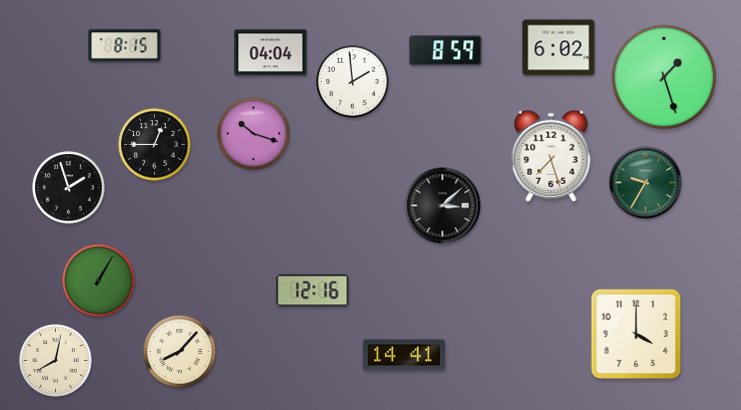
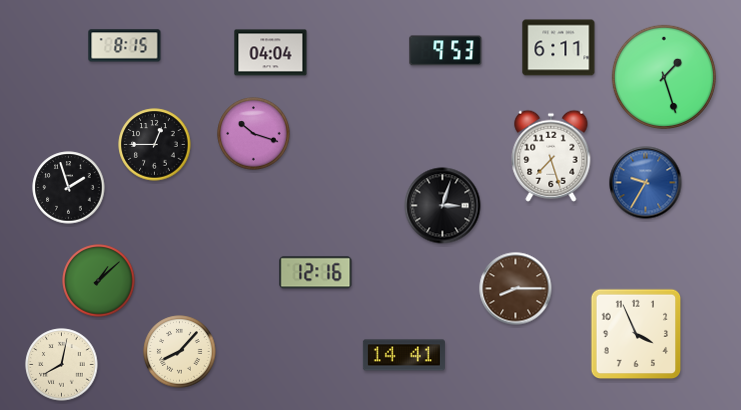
clock at (559, 48): 6:02 -> 6:11
clock at (446, 51): 8:59 -> 9:53
clock at (353, 82): 1:59 -> none
clock at (646, 183) dial: green -> blue
clock at (443, 206): 3:08 -> 3:03
clock at (99, 281): 1:05 -> 1:08
clock at (516, 289): none -> 8:15
clock at (313, 291) position: (313, 291) -> (316, 273)
clock at (636, 334): 4:00 -> 3:56
clock at (56, 361) position: (56, 361) -> (62, 365)
